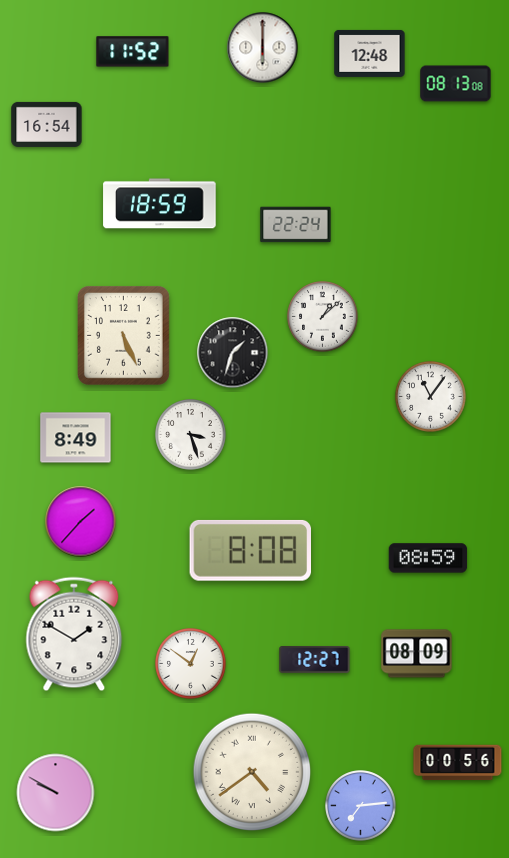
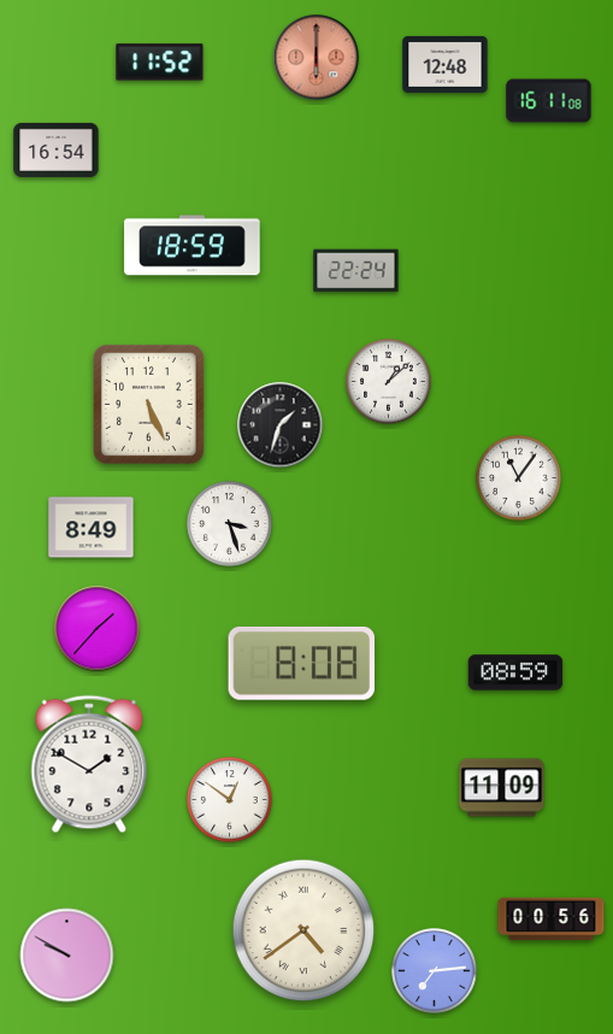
clock at (263, 48) dial: white -> salmon
clock at (456, 84): 08:13 -> 16:11
clock at (417, 654): 08:09 -> 11:09
clock at (315, 660): 12:27 -> none
